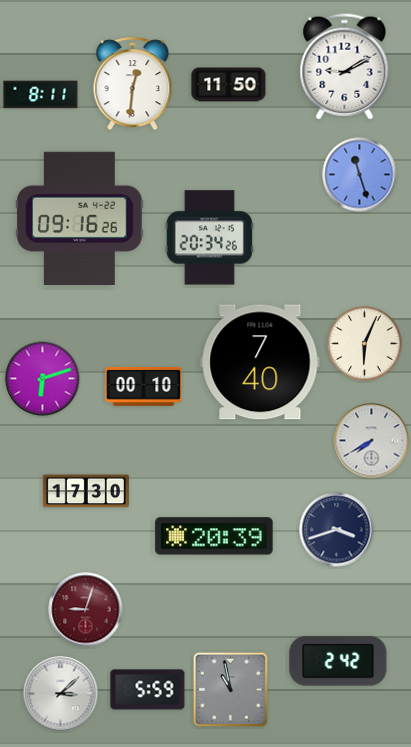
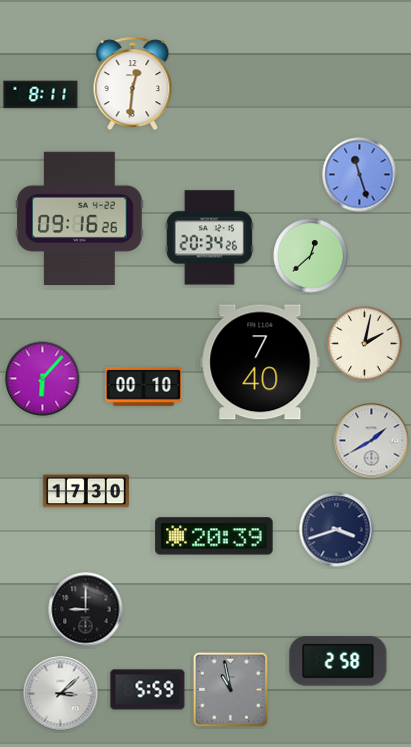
clock at (345, 67): 9:10 -> none
clock at (229, 85): 11:50 -> none
clock at (311, 256): none -> 12:38
clock at (365, 344): 6:04 -> 2:02
clock at (43, 379): 6:12 -> 6:07
clock at (372, 441): 7:40 -> 1:40
clock at (86, 610): 9:03 -> 9:00
clock at (86, 610) dial: burgundy -> black
clock at (338, 661): 2:42 -> 2:58
